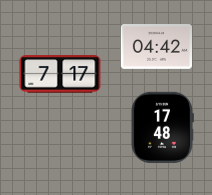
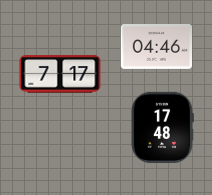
clock at (157, 47): 04:42 -> 04:46
